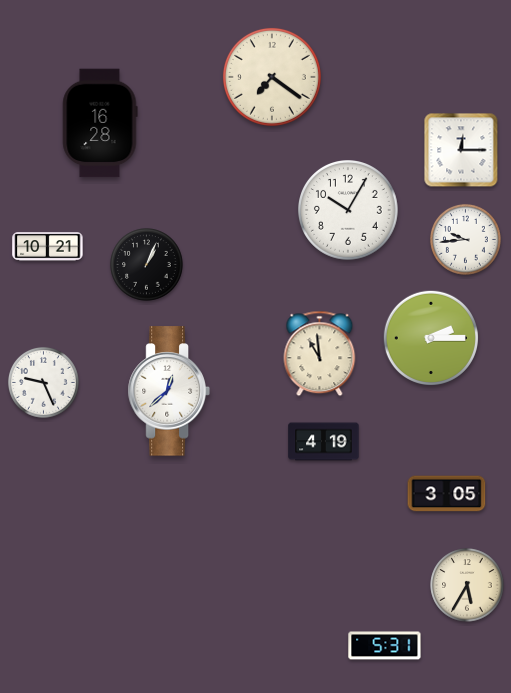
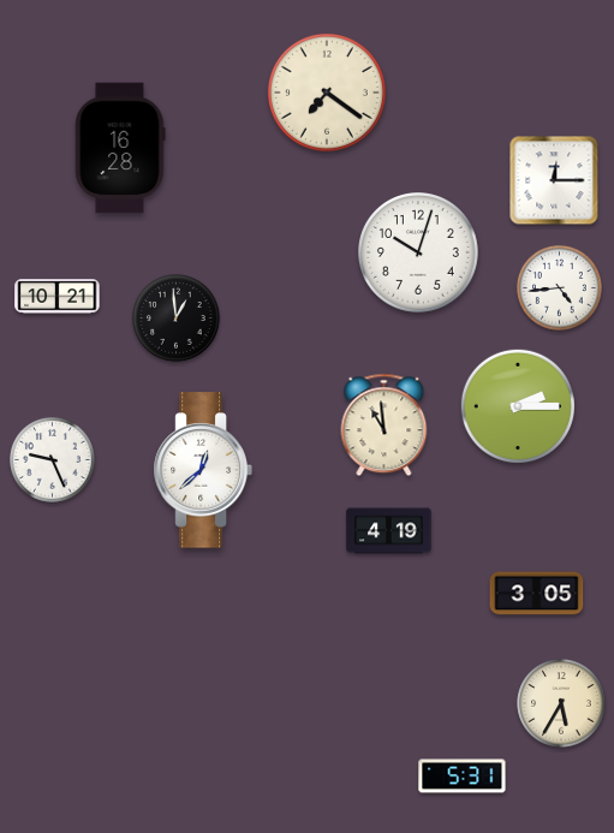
clock at (349, 211): 10:05 -> 10:03
clock at (465, 239): 9:44 -> 4:44
clock at (147, 265): 1:04 -> 12:59
